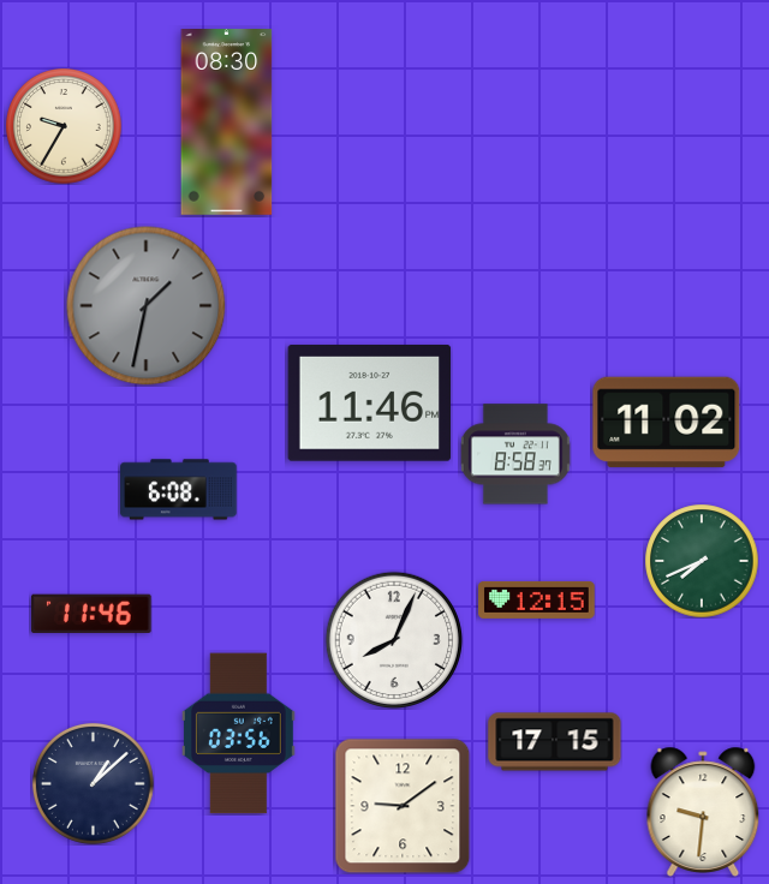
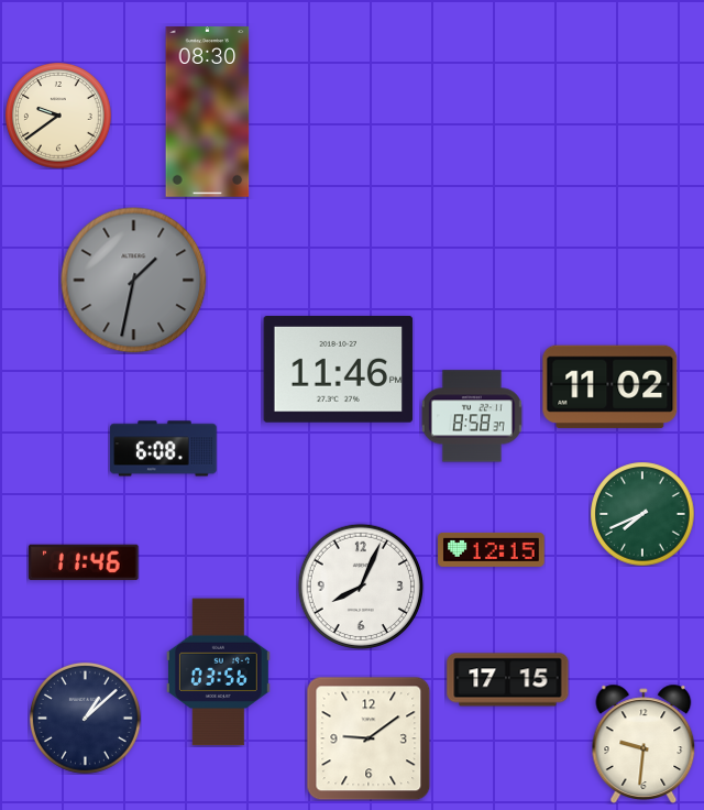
clock at (64, 126): 9:35 -> 9:39
